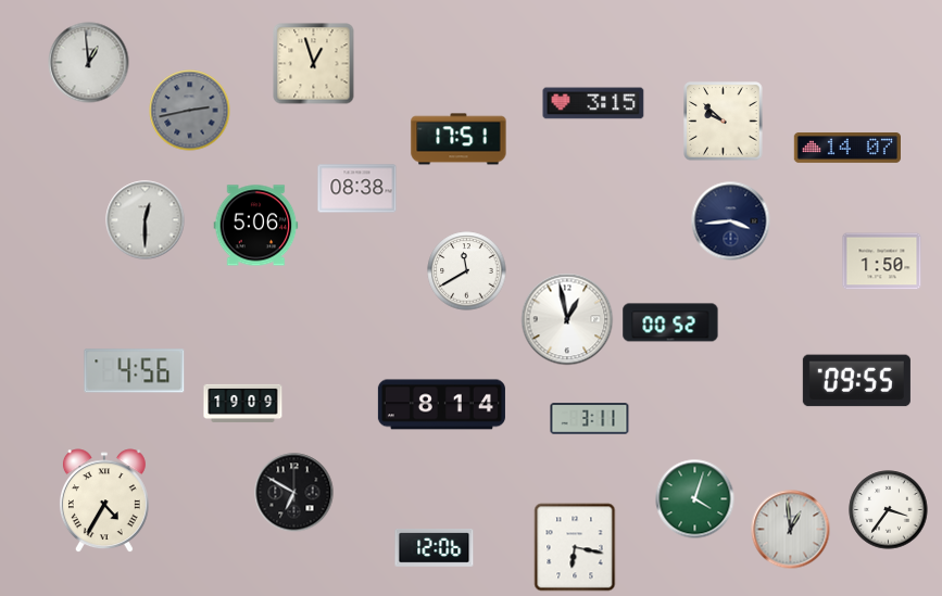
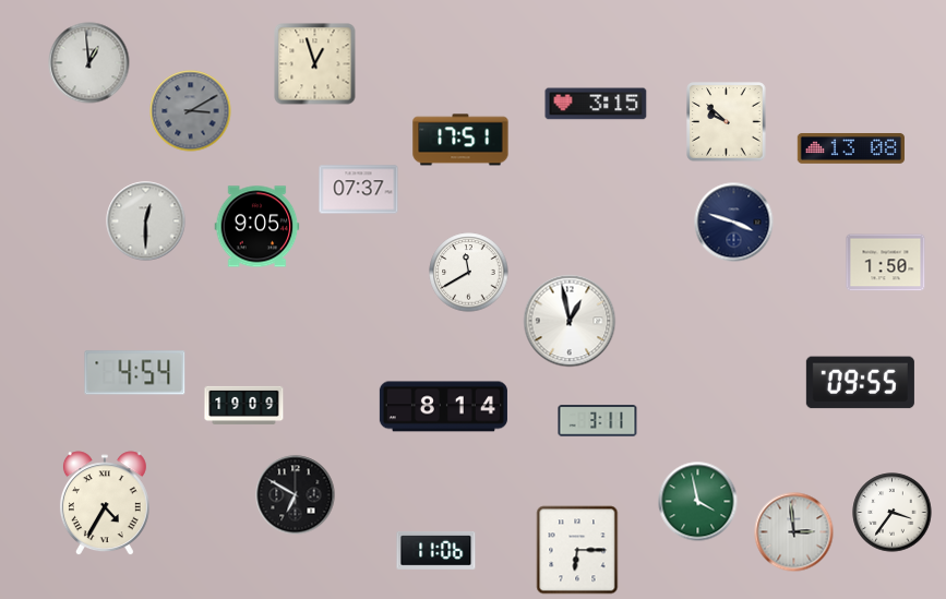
clock at (190, 111): 2:43 -> 3:10
clock at (847, 149): 14:07 -> 13:08
clock at (357, 189): 08:38 -> 07:37
clock at (731, 221): 3:44 -> 3:48
clock at (256, 226): 5:06 -> 9:05
clock at (670, 322): 00:52 -> none
clock at (135, 371): 4:56 -> 4:54
clock at (590, 419) position: (590, 419) -> (598, 421)
clock at (695, 499): 4:03 -> 3:58
clock at (791, 530): 12:59 -> 2:59
clock at (575, 547): 6:17 -> 6:15
clock at (435, 548): 12:06 -> 11:06
